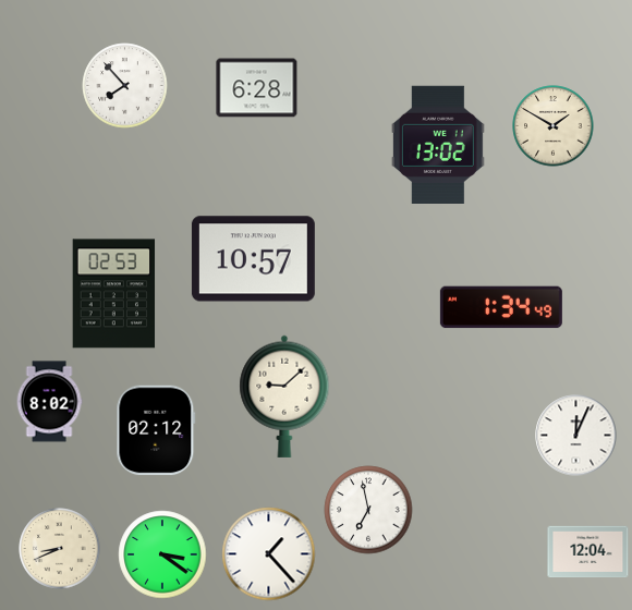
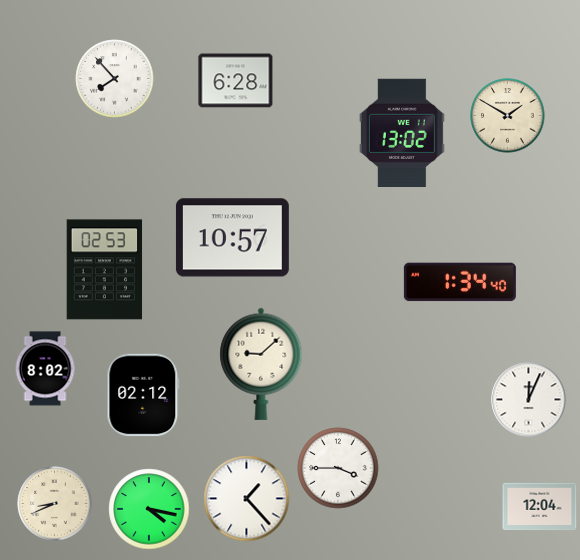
clock at (501, 307): 1:34:49 -> 1:34:40
clock at (368, 510): 6:58 -> 3:45
clock at (162, 554): 3:21 -> 4:17
clock at (269, 554) position: (269, 554) -> (247, 499)
